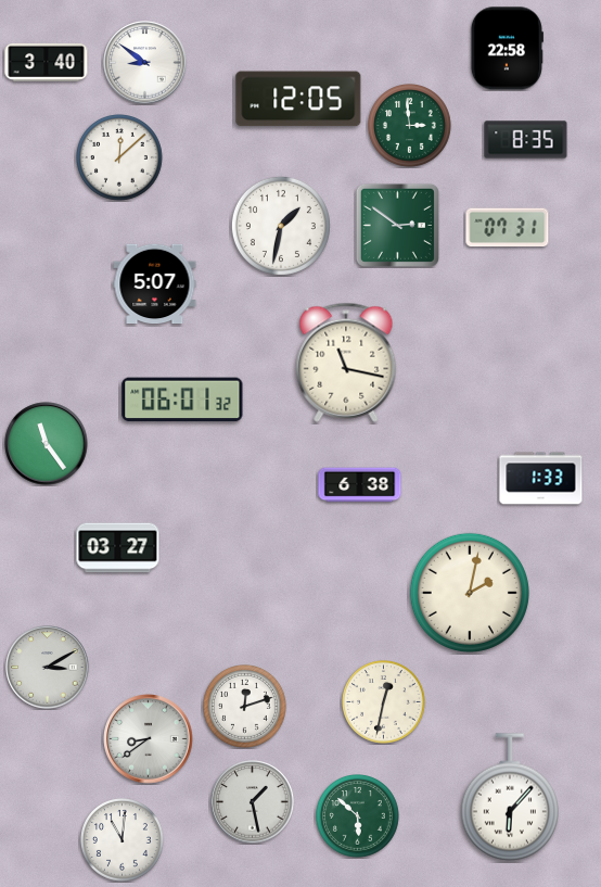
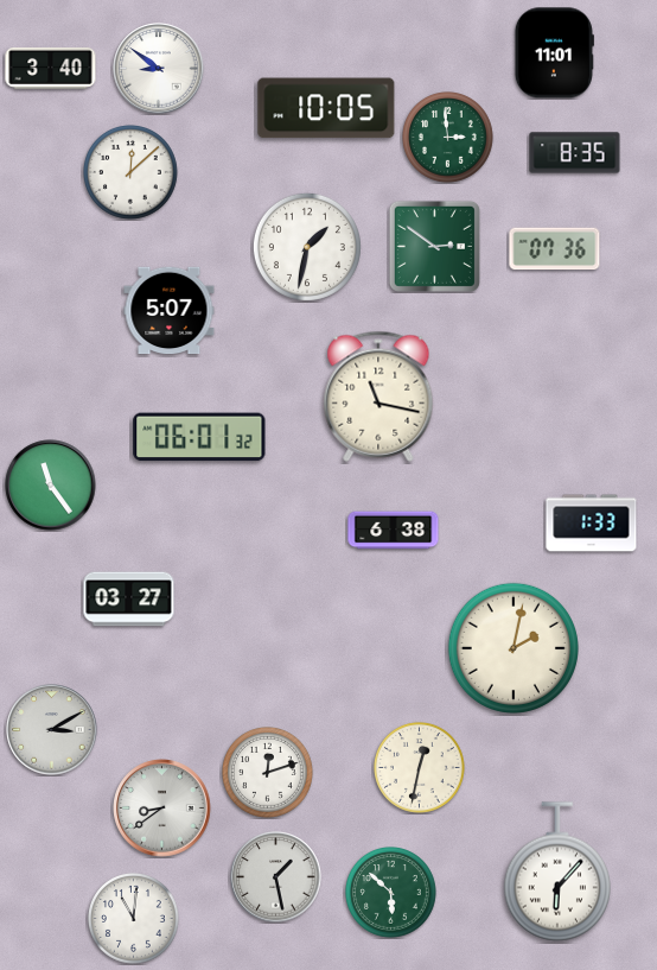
clock at (507, 49): 22:58 -> 11:01
clock at (298, 99): 12:05 -> 10:05
clock at (508, 228): 07:31 -> 07:36
